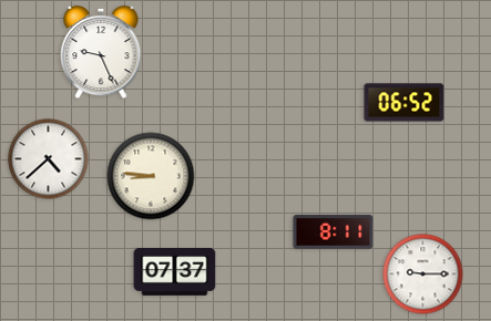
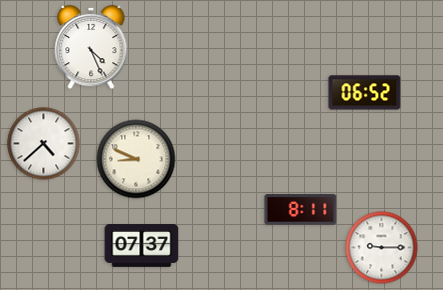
clock at (101, 52): 9:26 -> 4:26
clock at (151, 176): 8:46 -> 8:49
clock at (175, 272) position: (175, 272) -> (142, 246)
